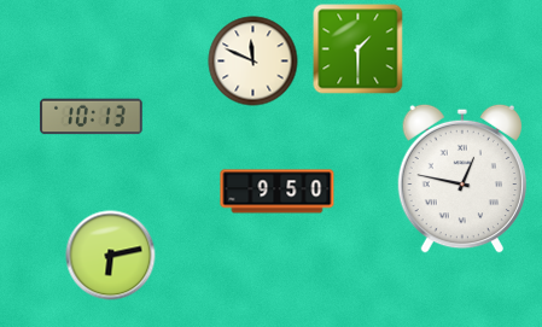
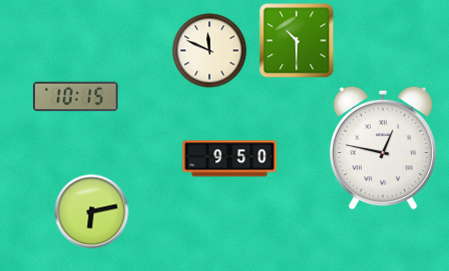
clock at (359, 49): 1:30 -> 10:30
clock at (92, 117): 10:13 -> 10:15
